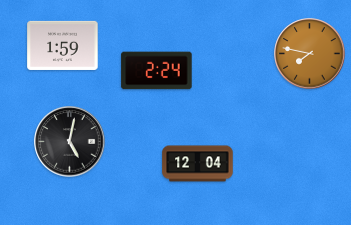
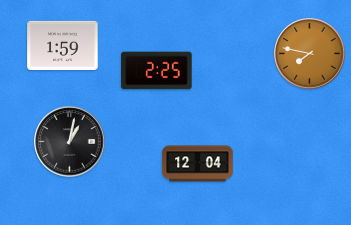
clock at (157, 71): 2:24 -> 2:25
clock at (70, 142): 5:02 -> 1:02
